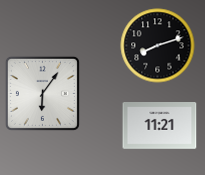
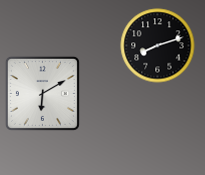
clock at (42, 93): 6:06 -> 6:10
clock at (160, 126): 11:21 -> none
